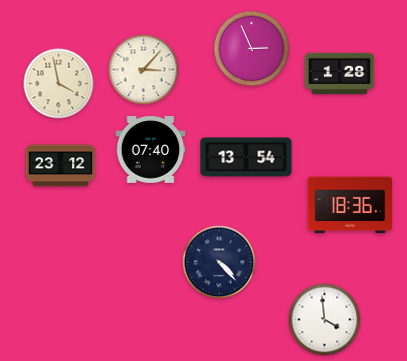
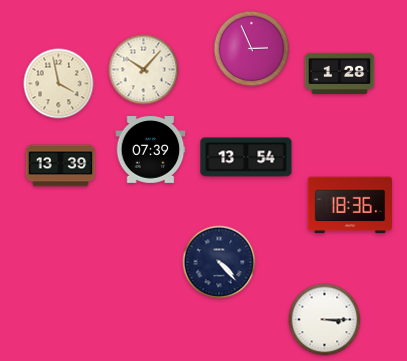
clock at (144, 70): 3:07 -> 10:07
clock at (151, 150): 07:40 -> 07:39
clock at (61, 166): 23:12 -> 13:39
clock at (325, 320): 3:59 -> 3:15
